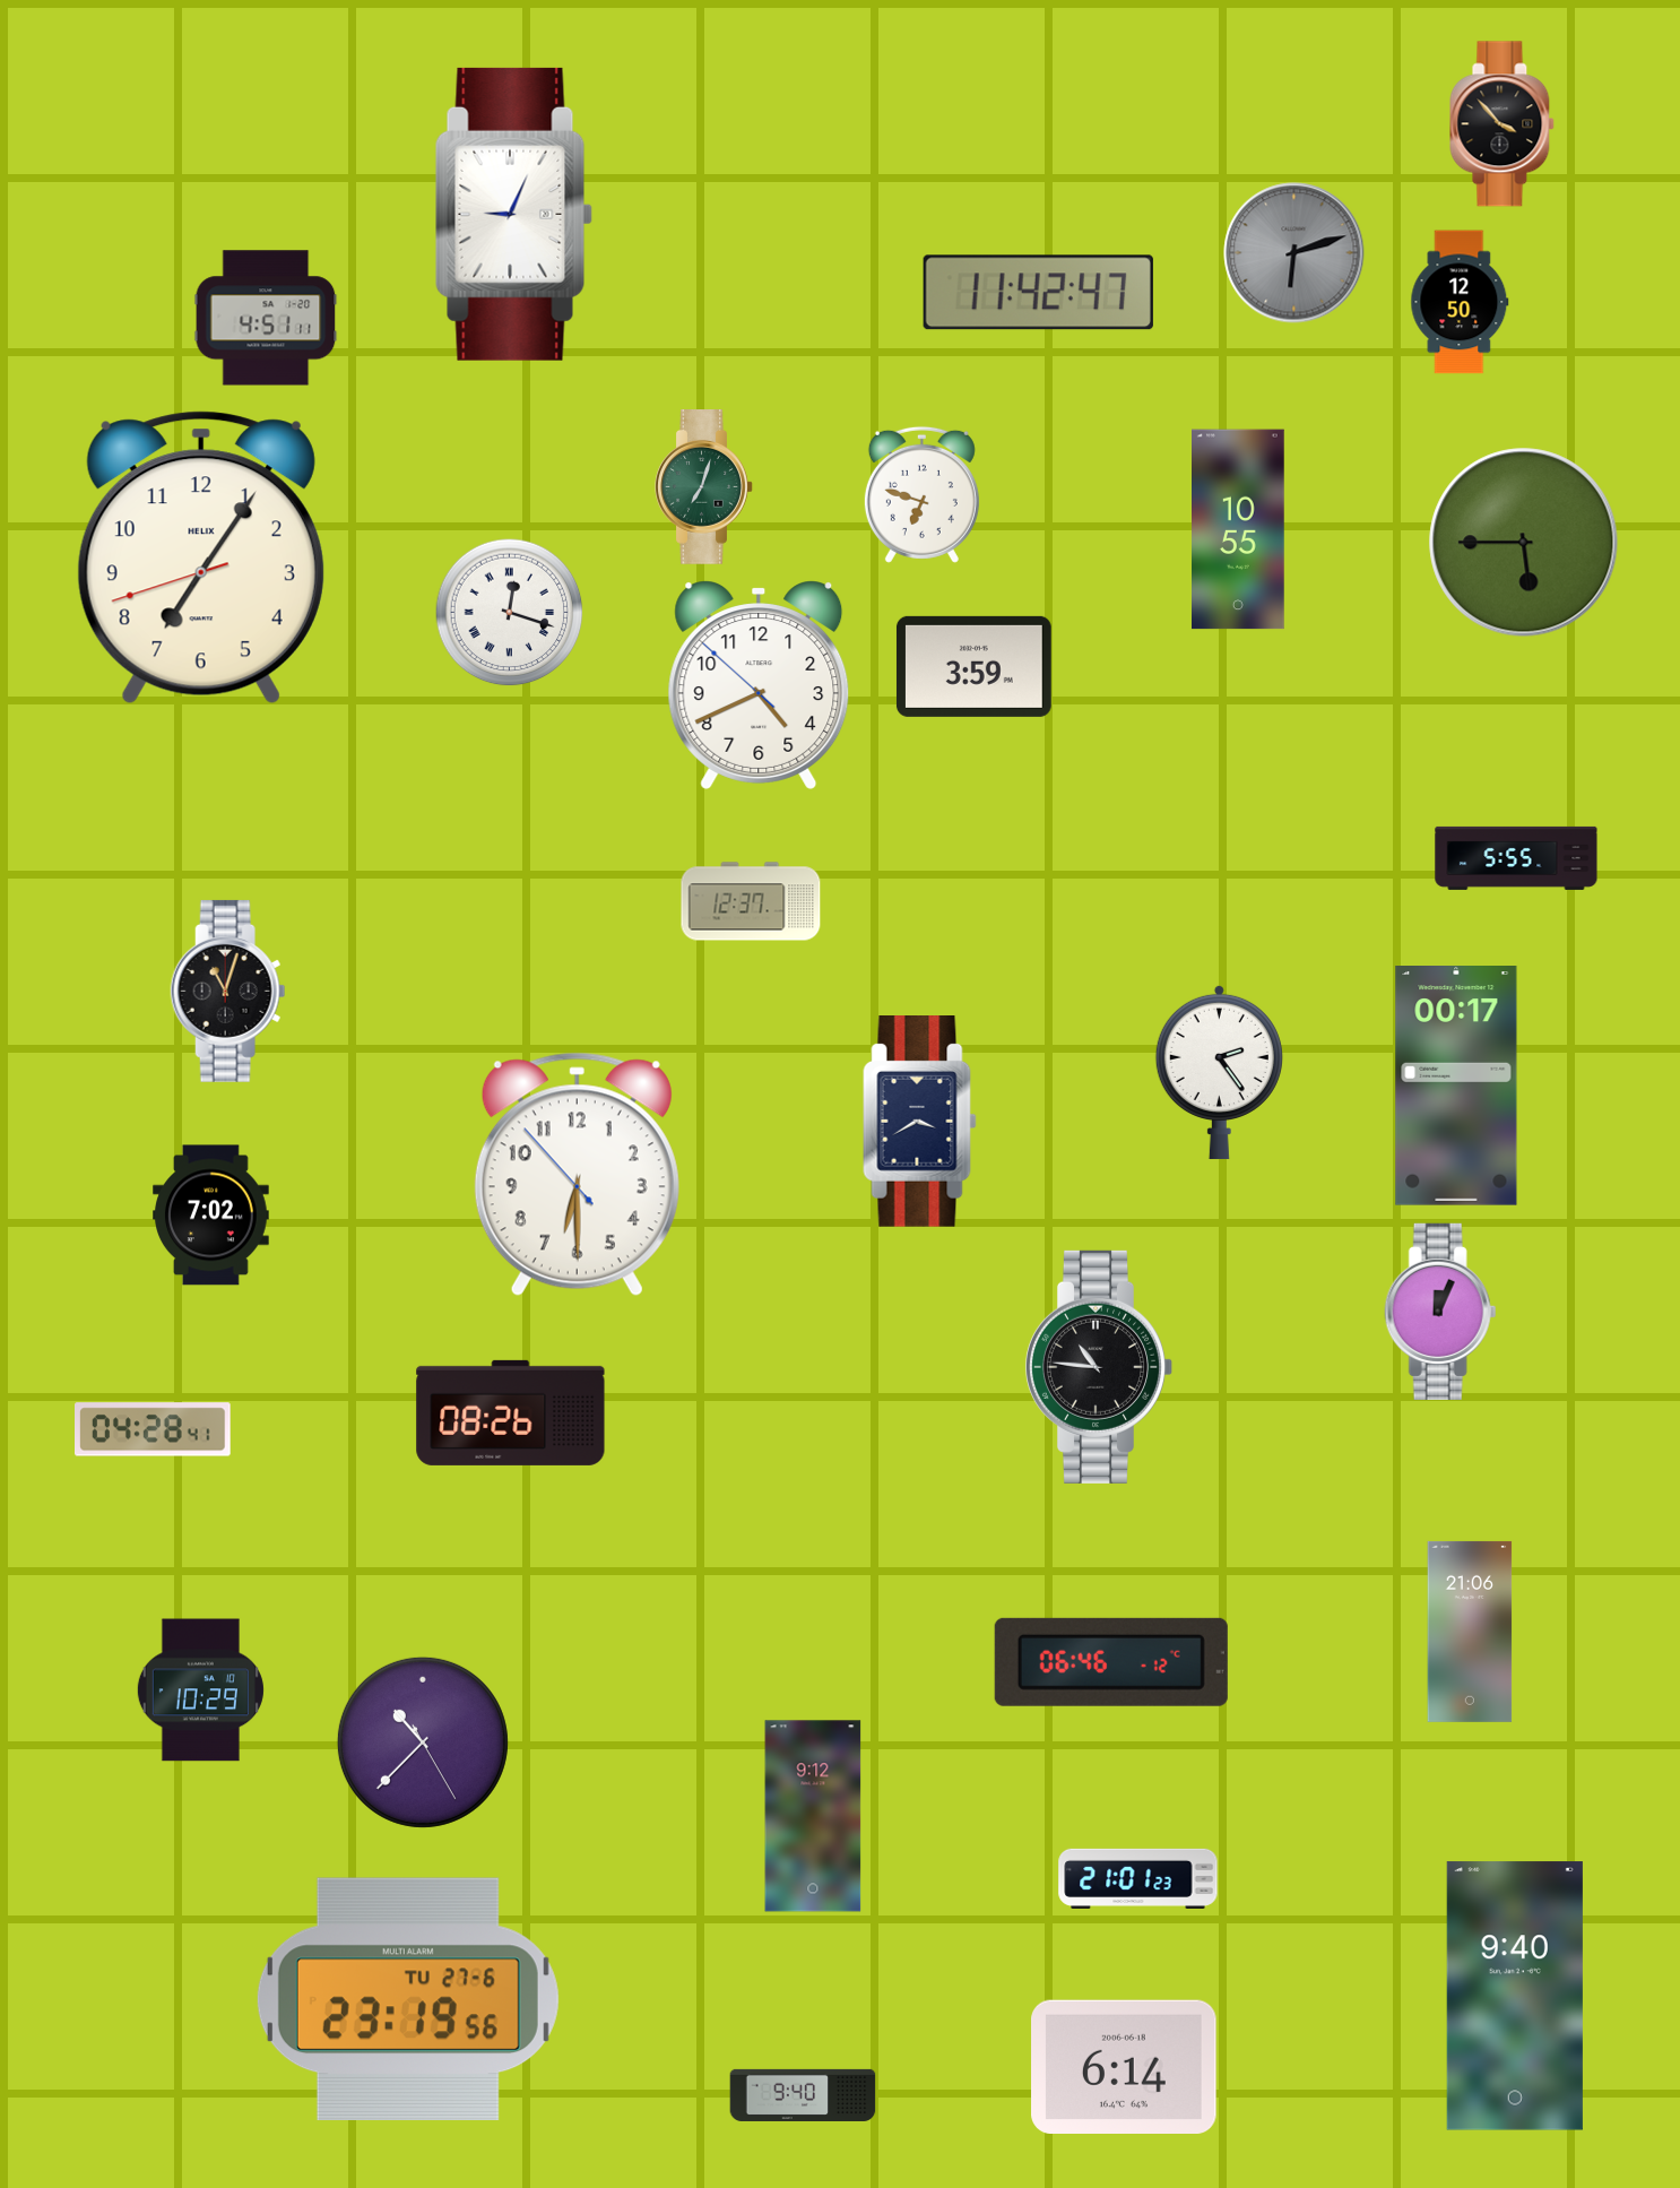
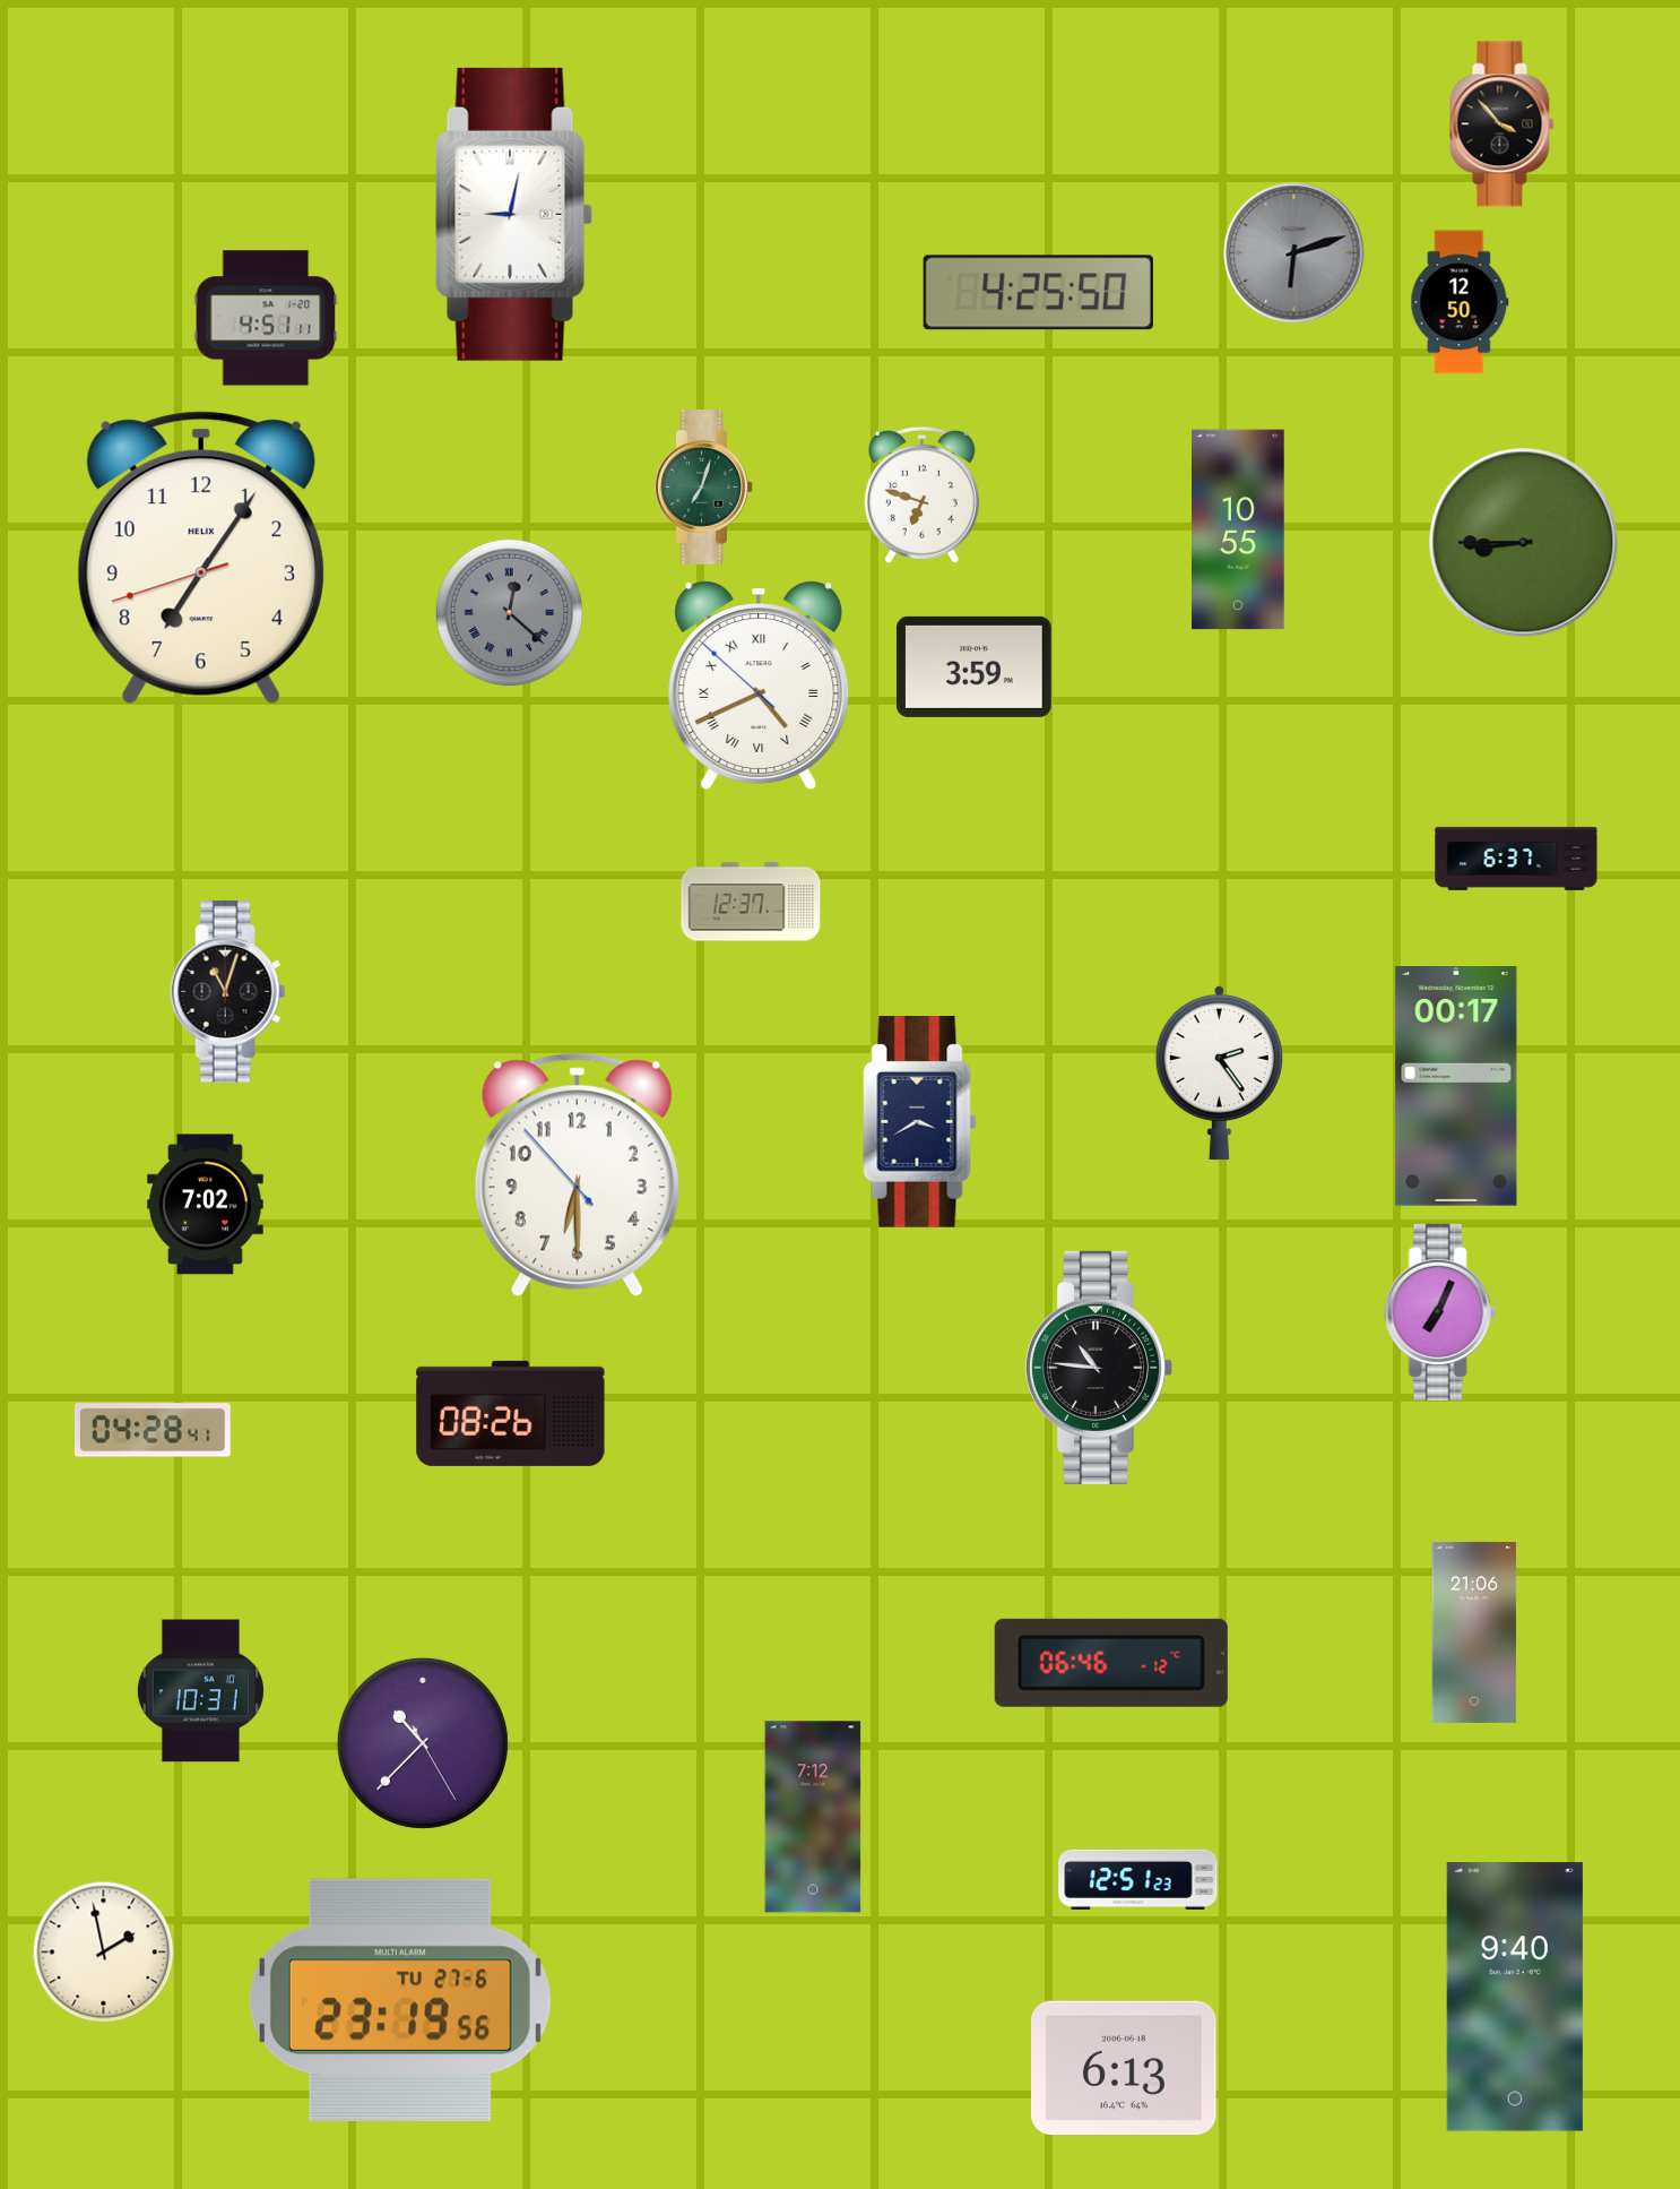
clock at (513, 214): 9:04 -> 9:02
clock at (1038, 293): 11:42 -> 4:25
clock at (1524, 543): 5:45 -> 8:45
clock at (510, 613): 12:18 -> 12:22
clock at (510, 613) dial: white -> grey
clock at (759, 685) numerals: Arabic -> Roman
clock at (1516, 858): 5:55 -> 6:37
clock at (211, 1216) position: (211, 1216) -> (206, 1205)
clock at (1440, 1312): 12:04 -> 7:04
clock at (1470, 1632) position: (1470, 1632) -> (1474, 1632)
clock at (200, 1690): 10:29 -> 10:31
clock at (813, 1816): 9:12 -> 7:12
clock at (1138, 1878): 21:01 -> 12:51
clock at (104, 1953): none -> 1:58
clock at (408, 1998) position: (408, 1998) -> (400, 1999)
clock at (1124, 2066): 6:14 -> 6:13
clock at (803, 2095): 9:40 -> none
